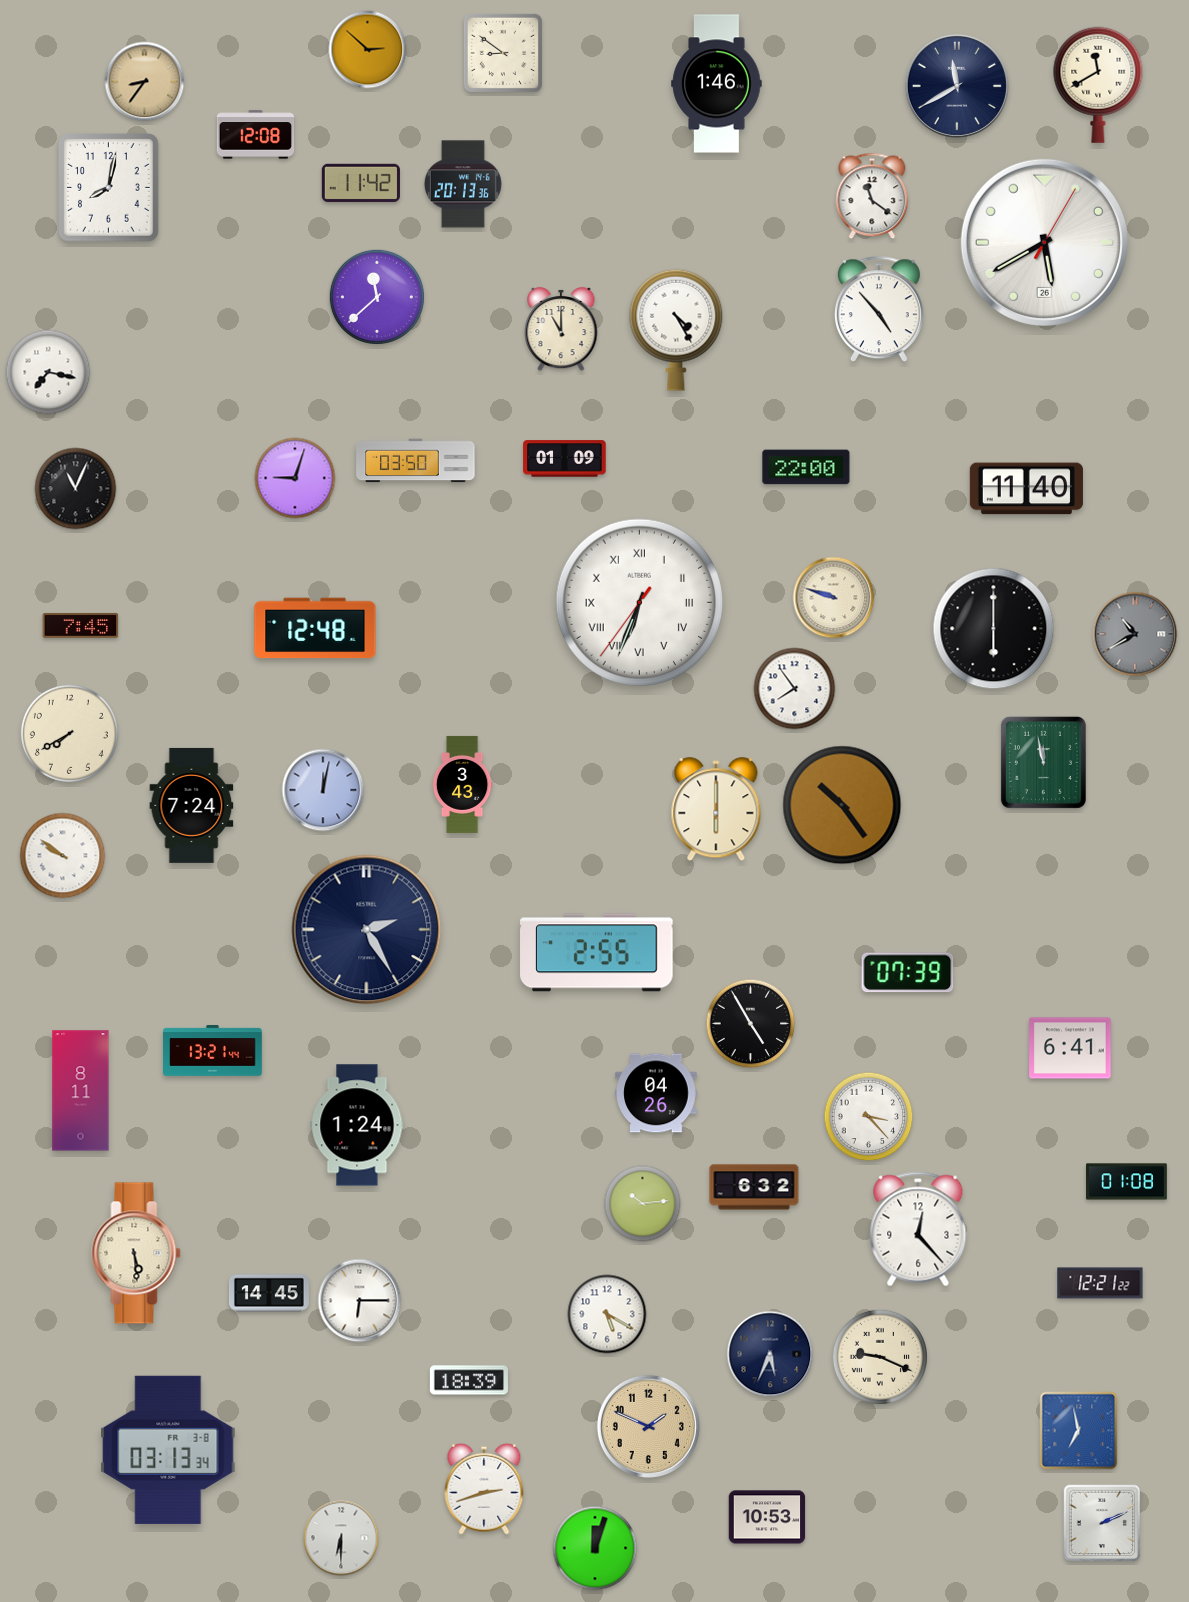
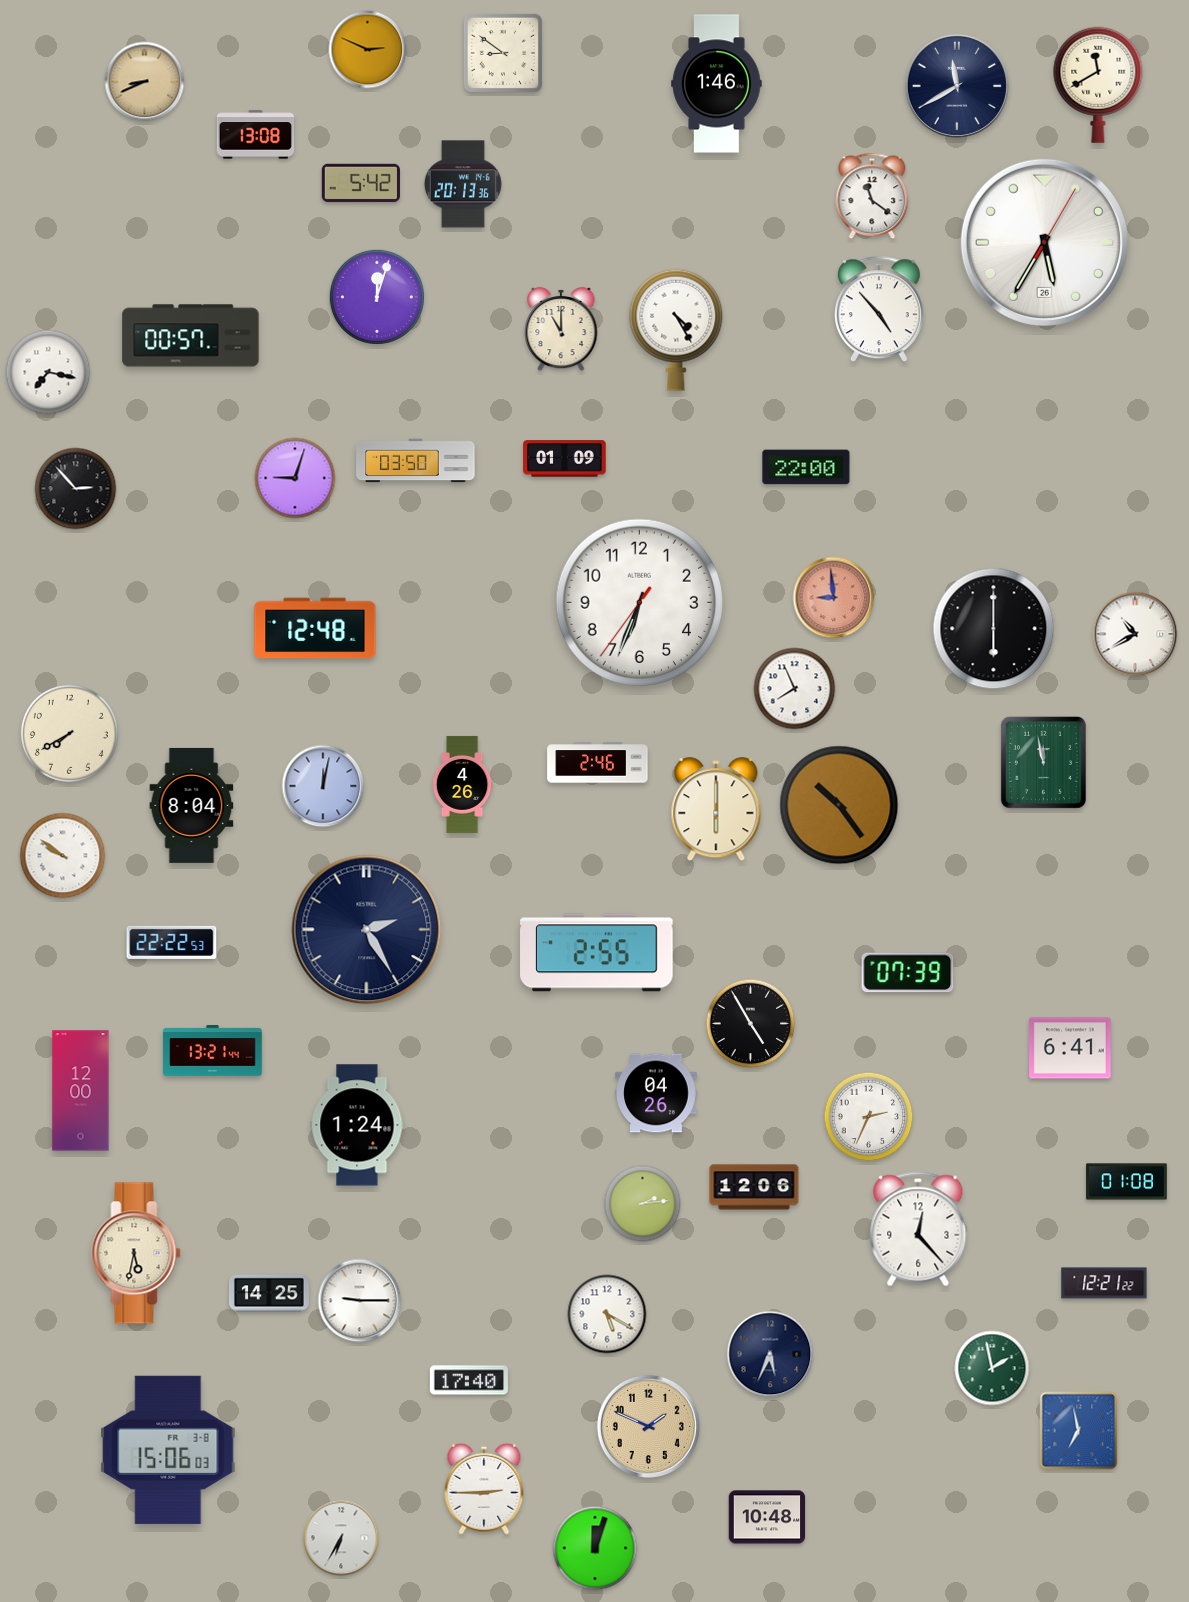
clock at (368, 50): 2:52 -> 2:49
clock at (145, 82): 8:36 -> 8:41
clock at (256, 135): 12:08 -> 13:08
clock at (361, 183): 11:42 -> 5:42
clock at (109, 188): 8:02 -> none
clock at (1044, 242): 5:40 -> 5:35
clock at (377, 297): 11:38 -> 12:03
clock at (191, 336): none -> 00:57
clock at (76, 489): 11:04 -> 2:53
clock at (1026, 489): 11:40 -> none
clock at (834, 598): 9:48 -> 8:59
clock at (834, 598) dial: cream -> salmon
clock at (640, 603) numerals: Roman -> Arabic
clock at (81, 625): 7:45 -> none
clock at (1135, 634) dial: grey -> white
clock at (795, 689): 7:54 -> 7:56
clock at (598, 763): none -> 2:46
clock at (462, 784): 3:43 -> 4:26
clock at (323, 790) position: (323, 790) -> (323, 786)
clock at (192, 805): 7:24 -> 8:04
clock at (842, 805) position: (842, 805) -> (839, 805)
clock at (172, 942): none -> 22:22
clock at (81, 1091): 8:11 -> 12:00
clock at (869, 1117): 3:23 -> 2:34
clock at (754, 1187): 6:32 -> 12:06
clock at (643, 1204): 10:14 -> 2:14
clock at (136, 1253): 5:29 -> 5:32
clock at (1100, 1283) position: (1100, 1283) -> (1104, 1283)
clock at (269, 1293): 14:45 -> 14:25
clock at (360, 1301): 6:15 -> 9:15
clock at (880, 1357): 9:19 -> none
clock at (992, 1368): none -> 1:58
clock at (469, 1380): 18:39 -> 17:40
clock at (168, 1450): 03:13 -> 15:06
clock at (484, 1489): 2:42 -> 2:45
clock at (767, 1517): 10:53 -> 10:48
clock at (1102, 1523): 2:11 -> none
clock at (341, 1538): 6:30 -> 6:35
